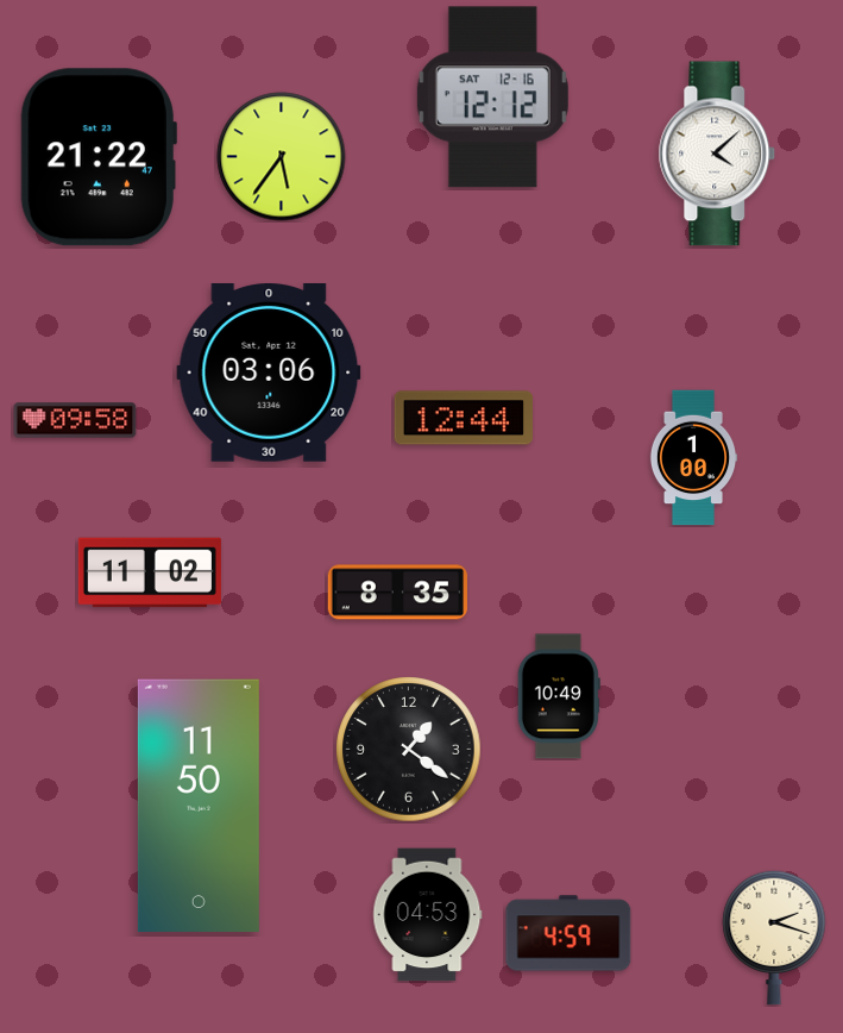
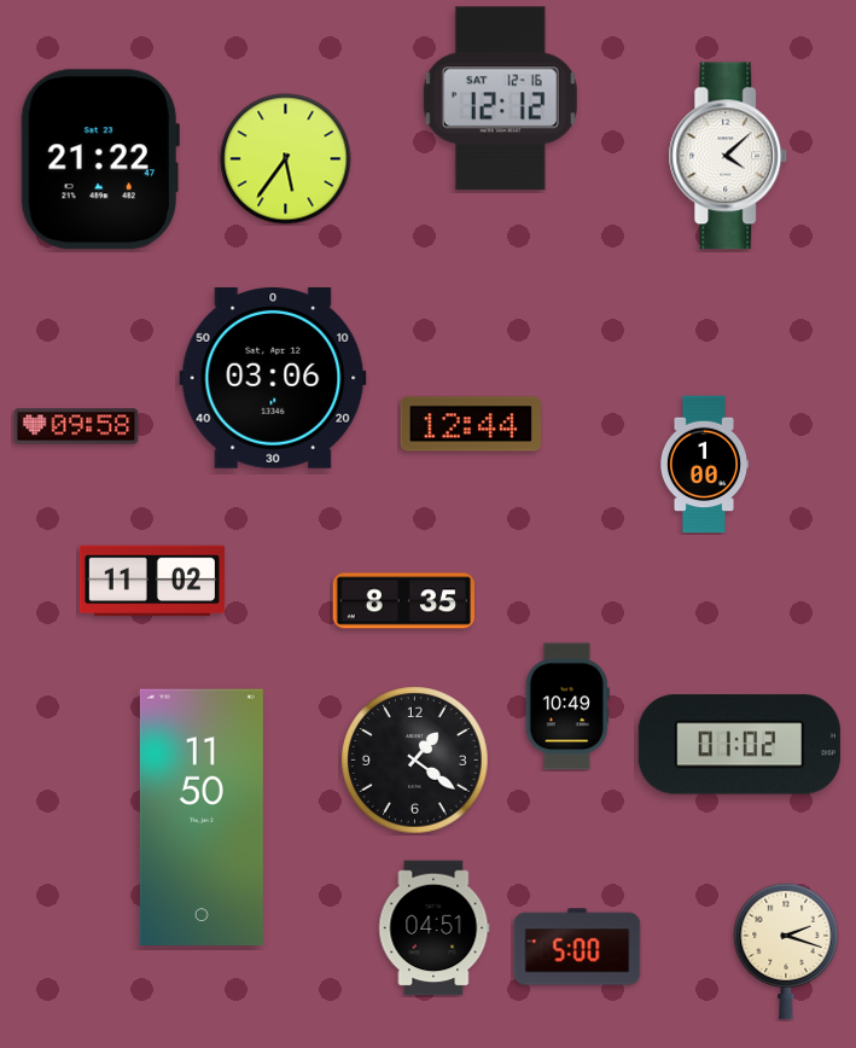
clock at (739, 745): none -> 01:02
clock at (428, 915): 04:53 -> 04:51
clock at (568, 933): 4:59 -> 5:00
